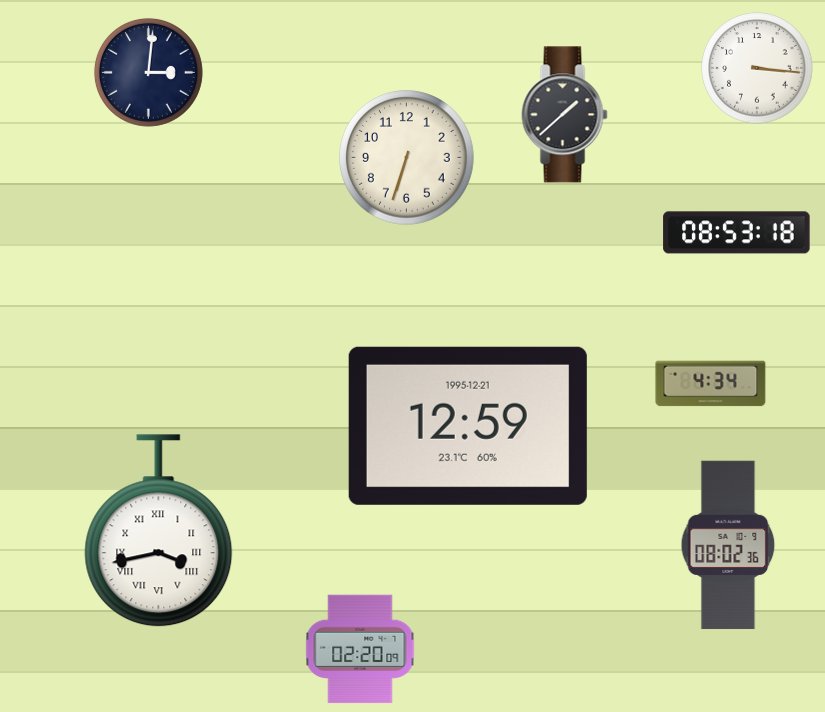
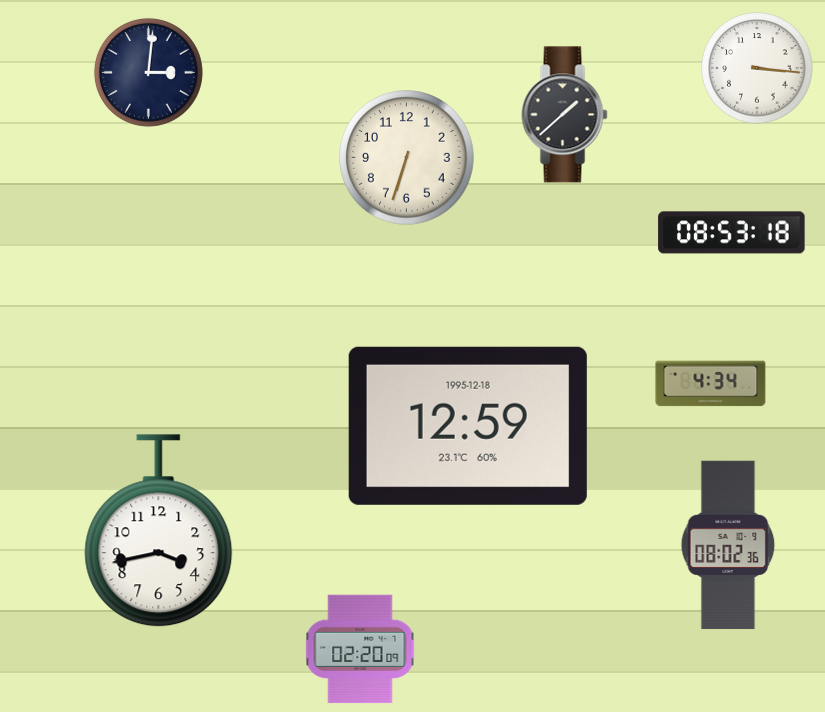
clock at (737, 233) position: (737, 233) -> (732, 233)
clock at (468, 426) date: 1995-12-21 -> 1995-12-18
clock at (159, 531) numerals: Roman -> Arabic
